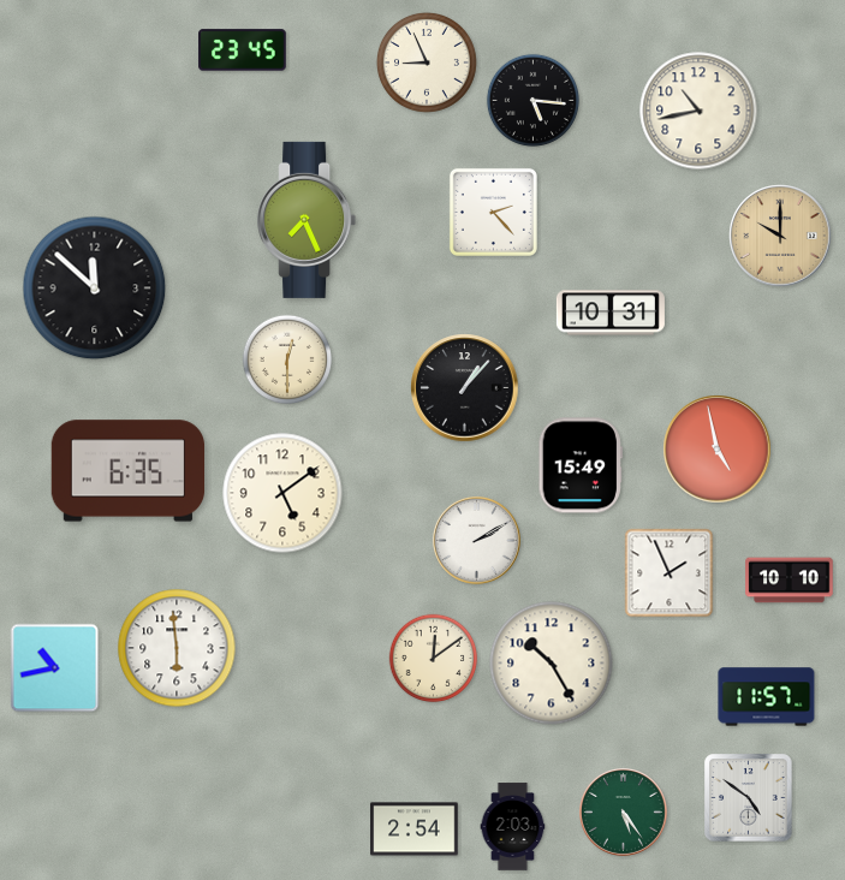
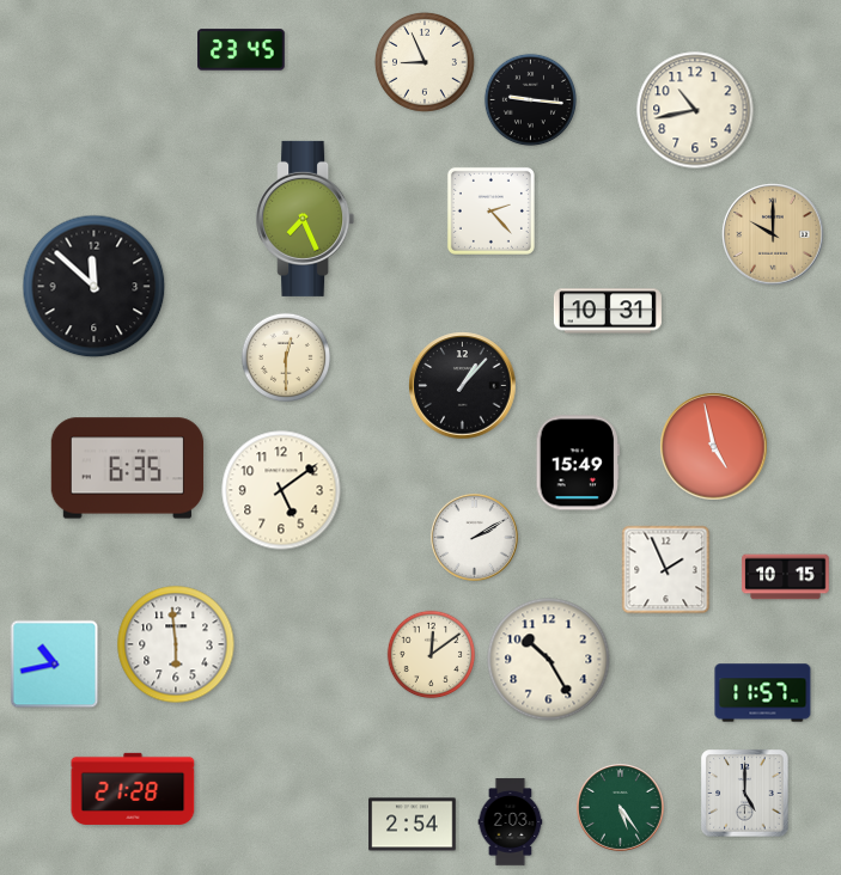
clock at (532, 100): 5:16 -> 9:16
clock at (780, 236) position: (780, 236) -> (773, 234)
clock at (790, 581): 10:10 -> 10:15
clock at (133, 789): none -> 21:28
clock at (749, 798): 4:51 -> 5:00
